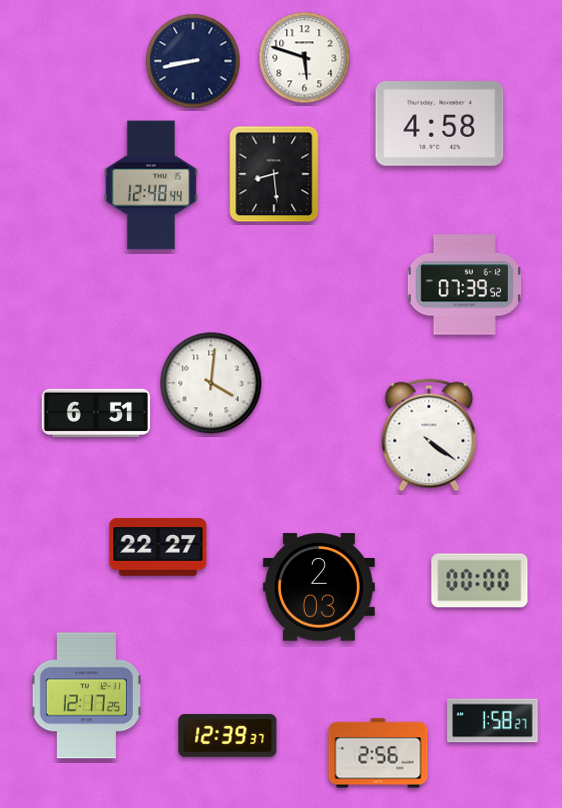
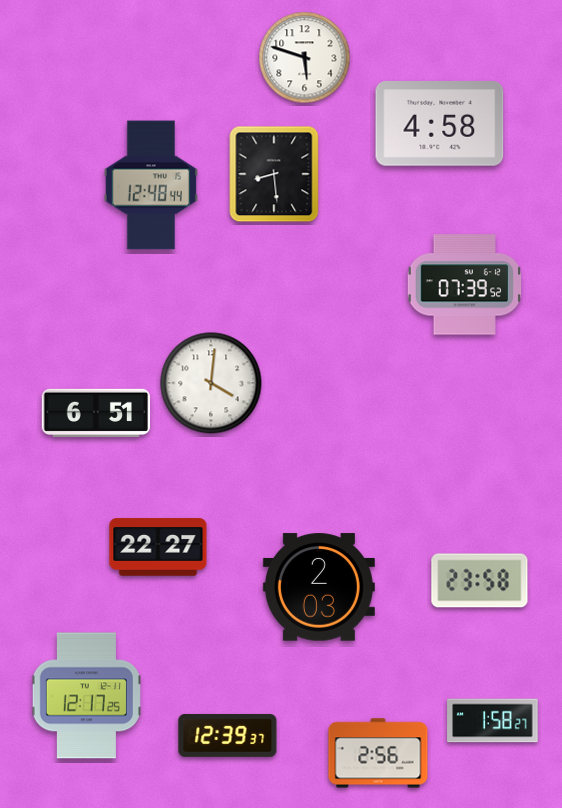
clock at (193, 61): 8:43 -> none
clock at (429, 435): 4:21 -> none
clock at (480, 581): 00:00 -> 23:58
